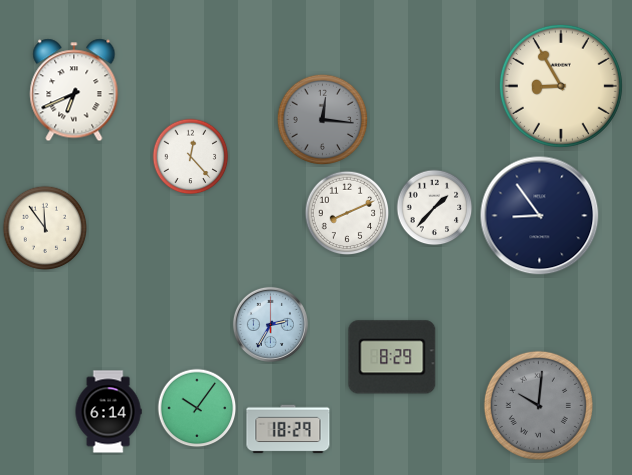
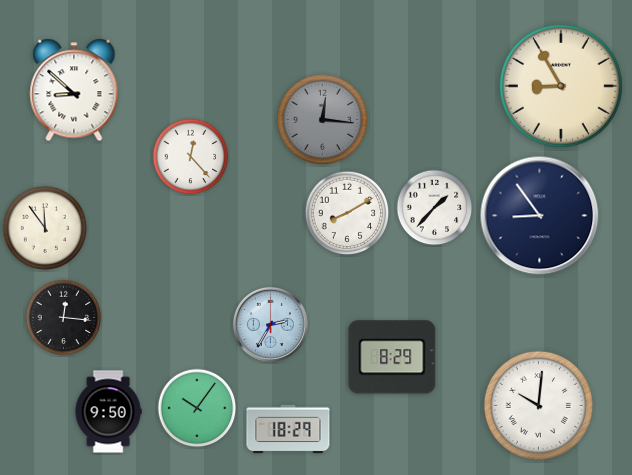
clock at (74, 90): 6:41 -> 8:52
clock at (347, 213): 8:11 -> 8:10
clock at (64, 318): none -> 12:16
clock at (538, 405) dial: grey -> white
clock at (108, 412): 6:14 -> 9:50
